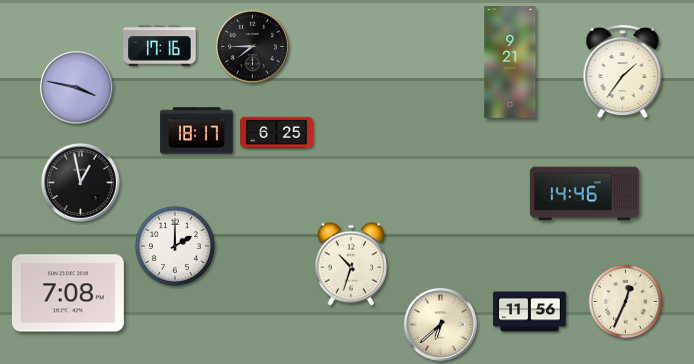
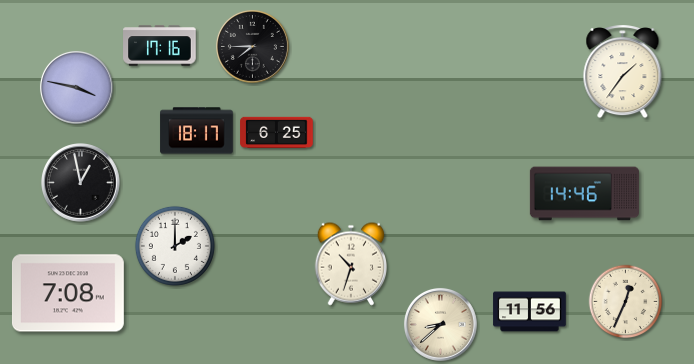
clock at (510, 63): 9:21 -> none
clock at (440, 324): 6:38 -> 8:38
